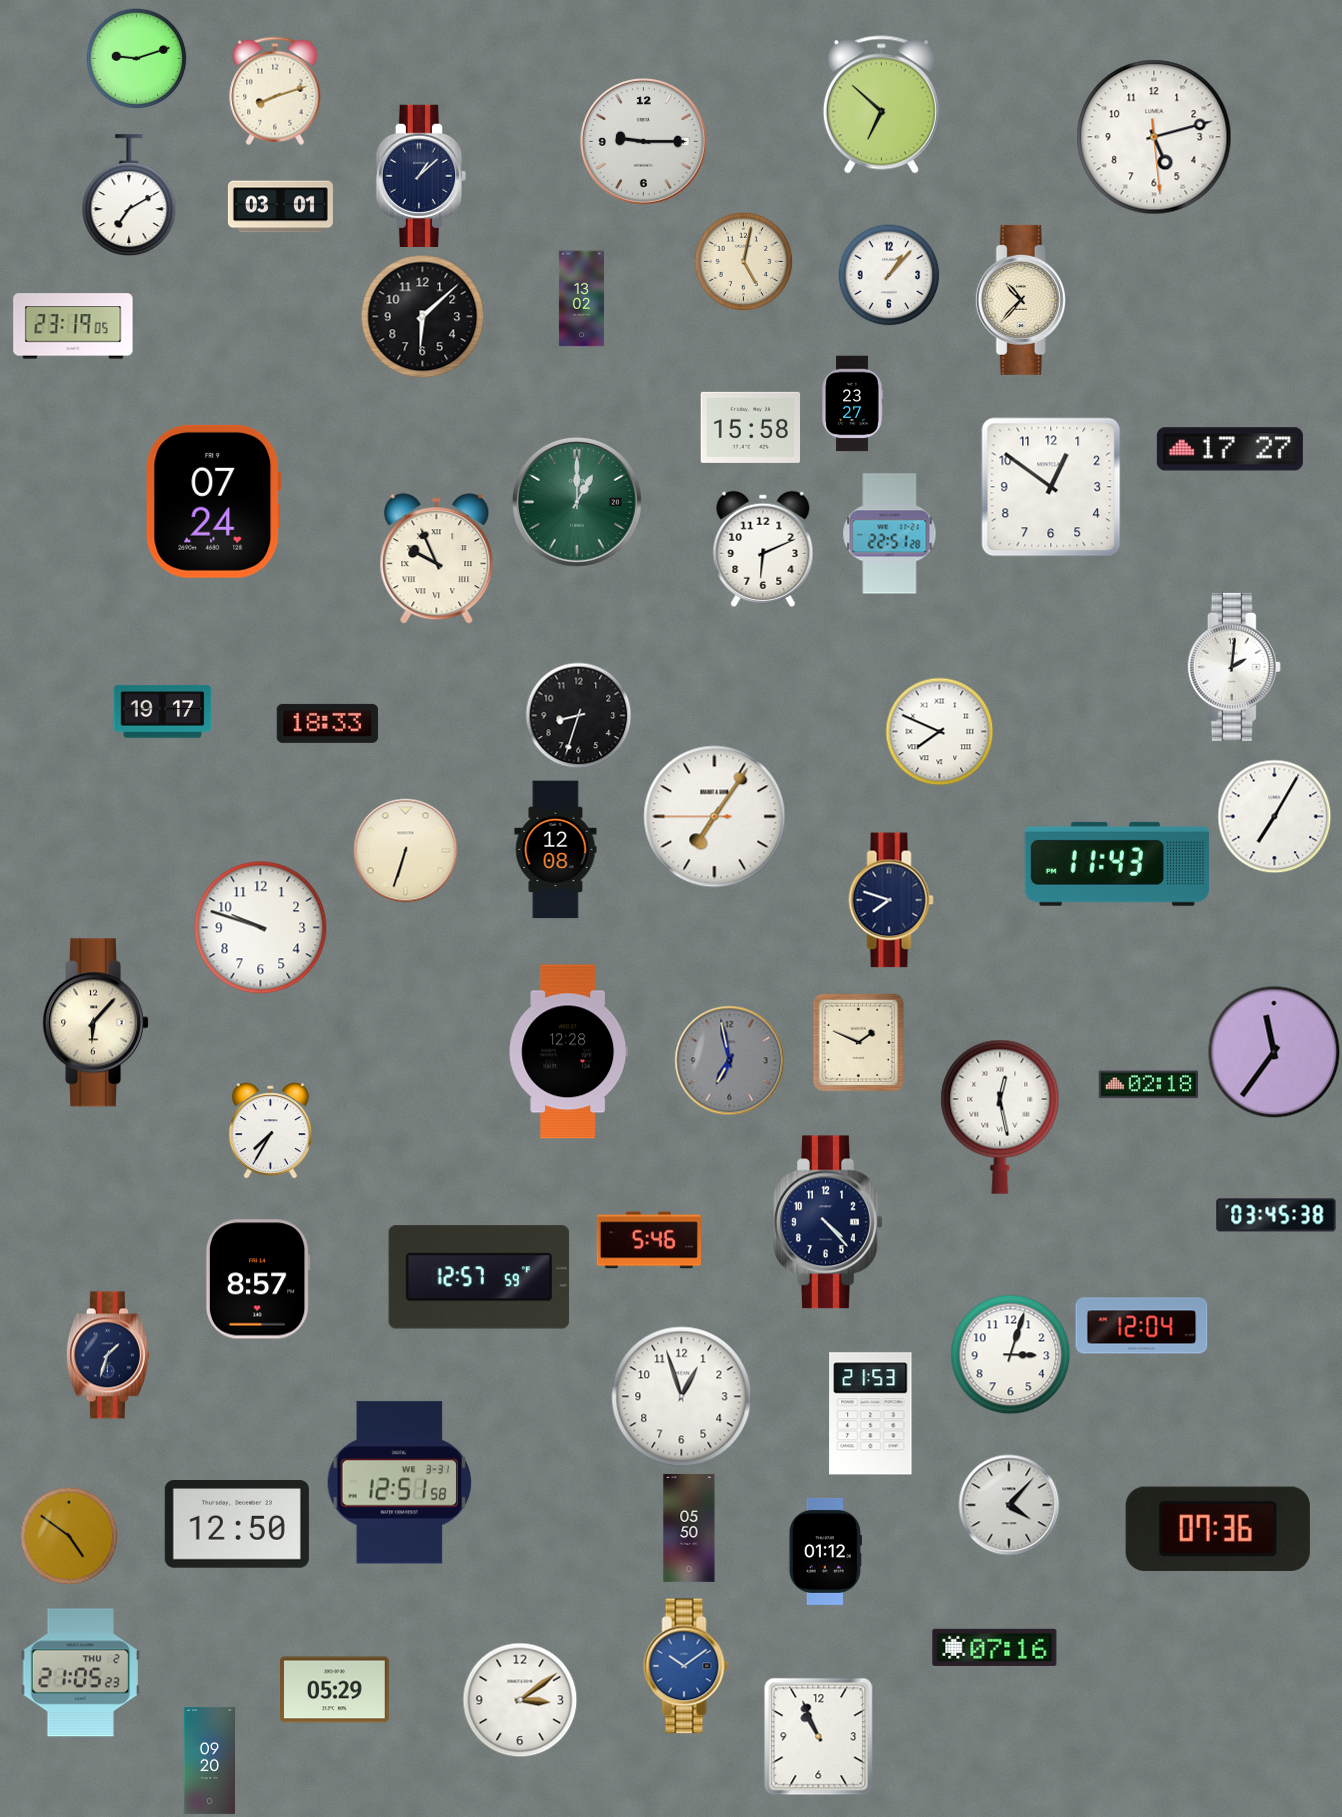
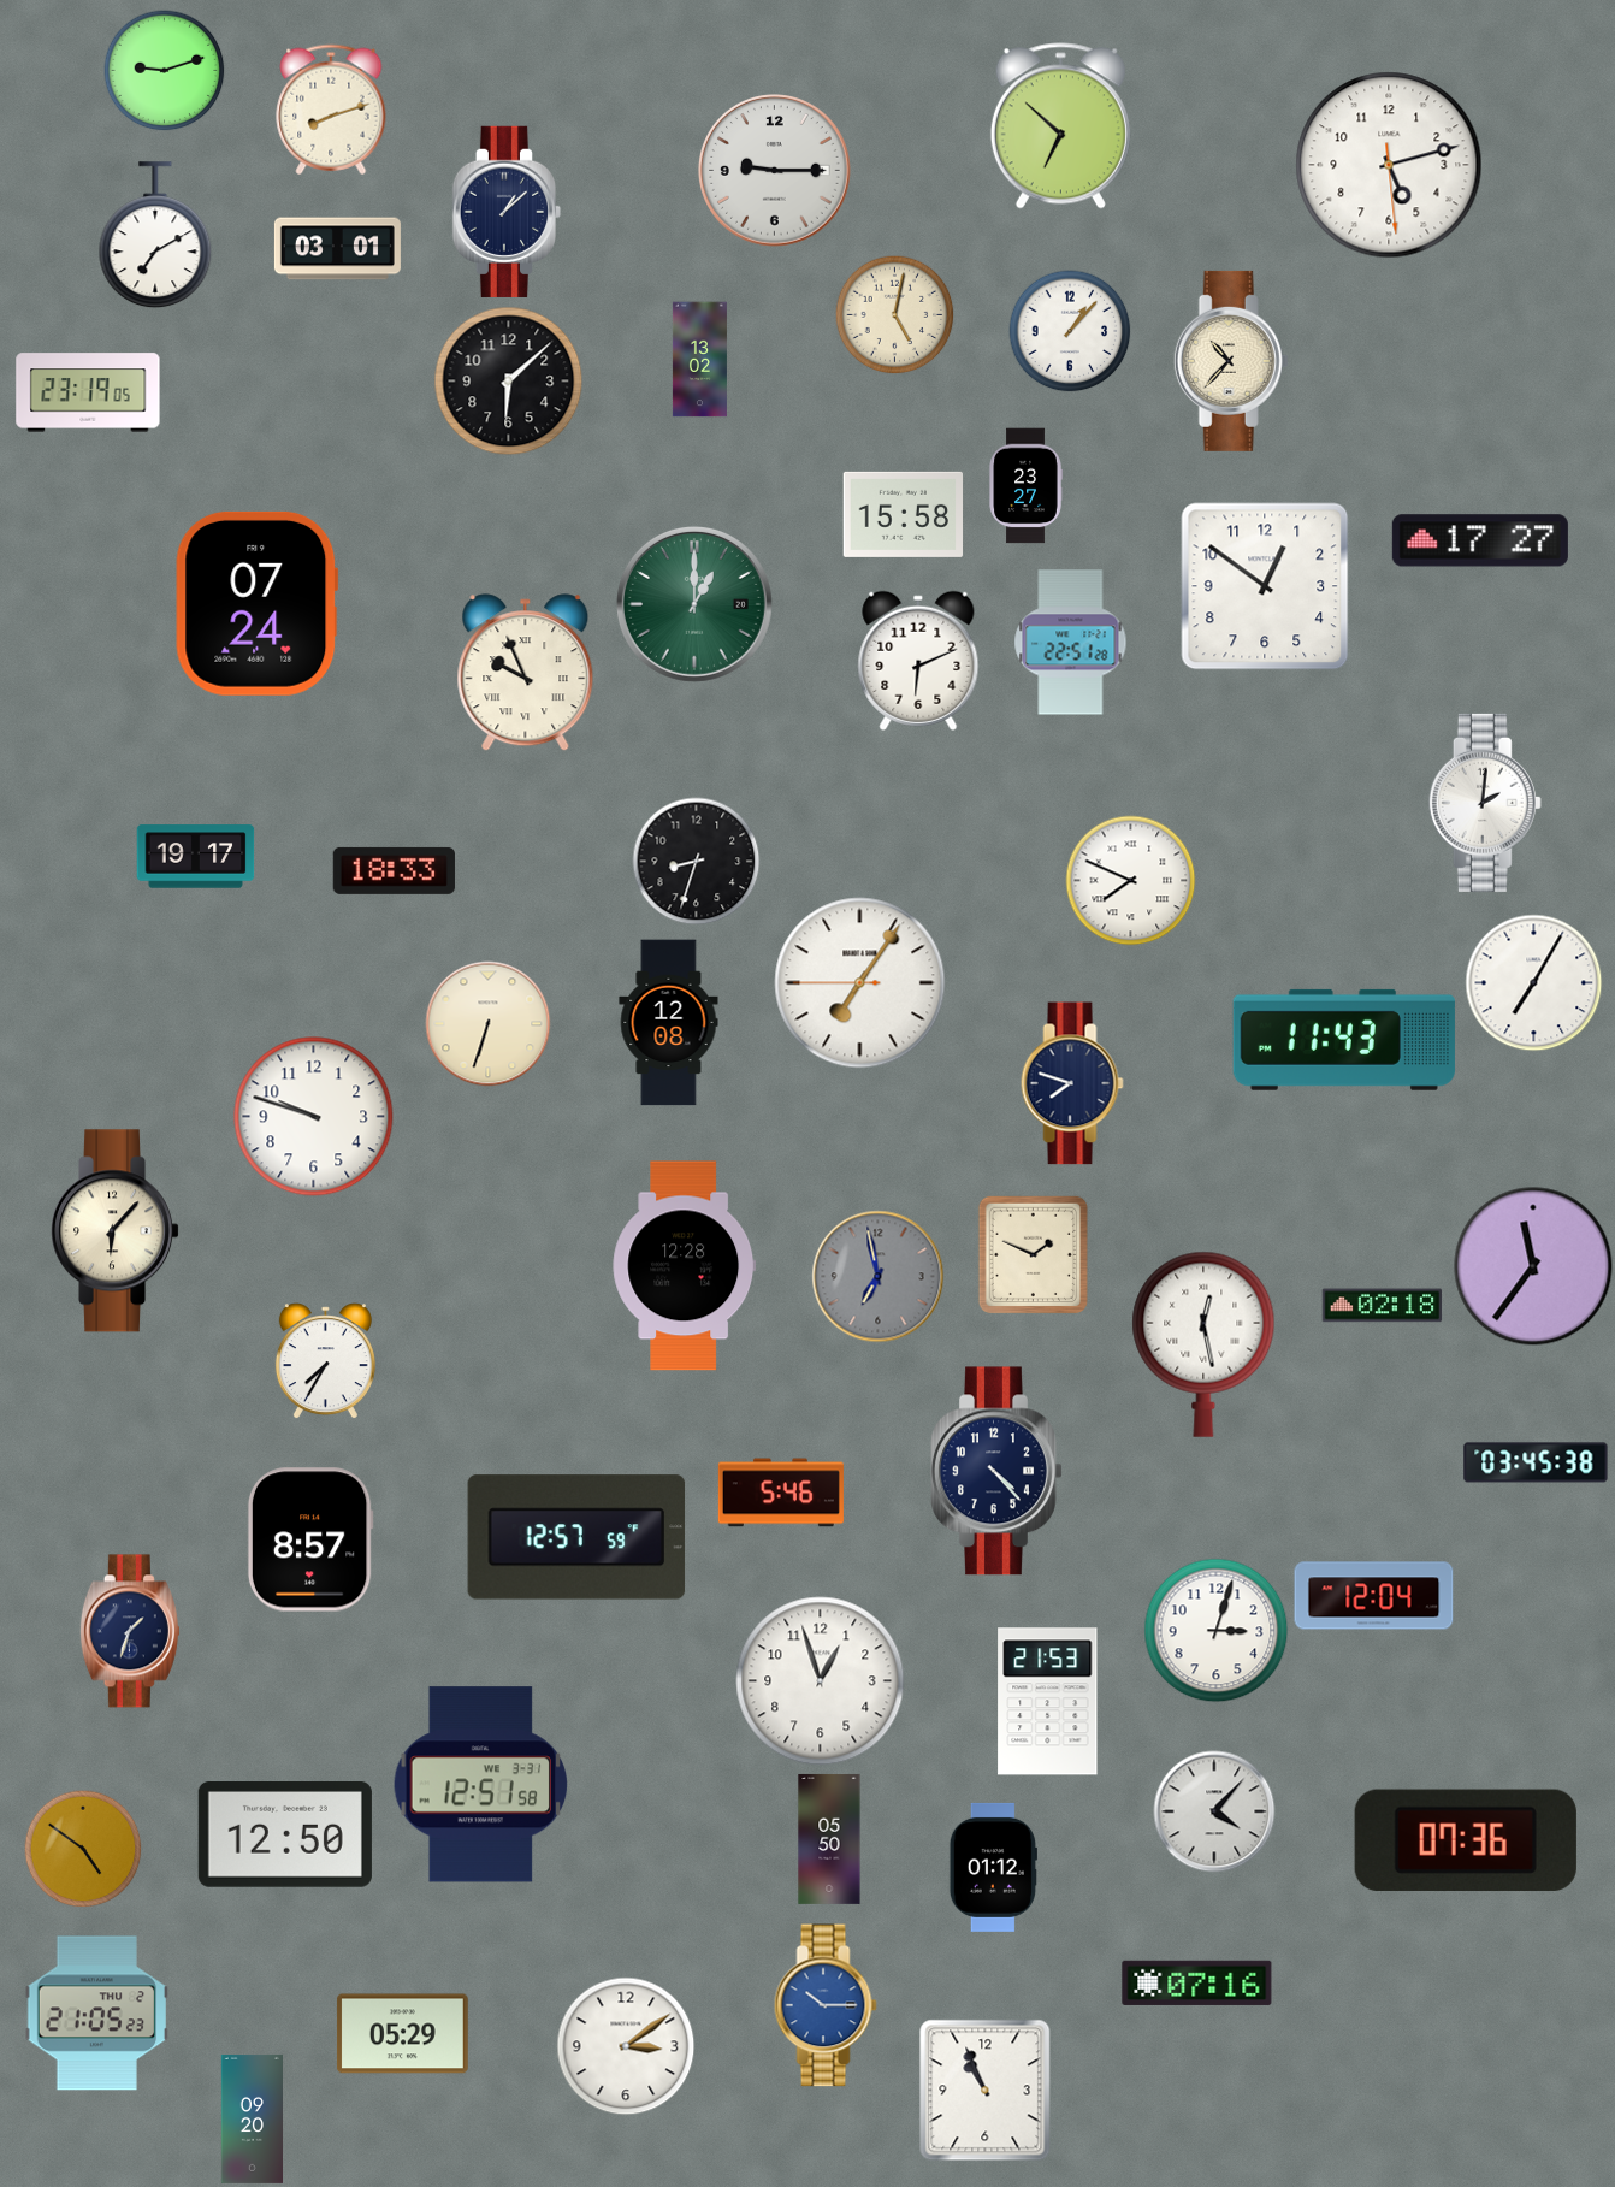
clock at (686, 1666): 10:09 -> 10:15
